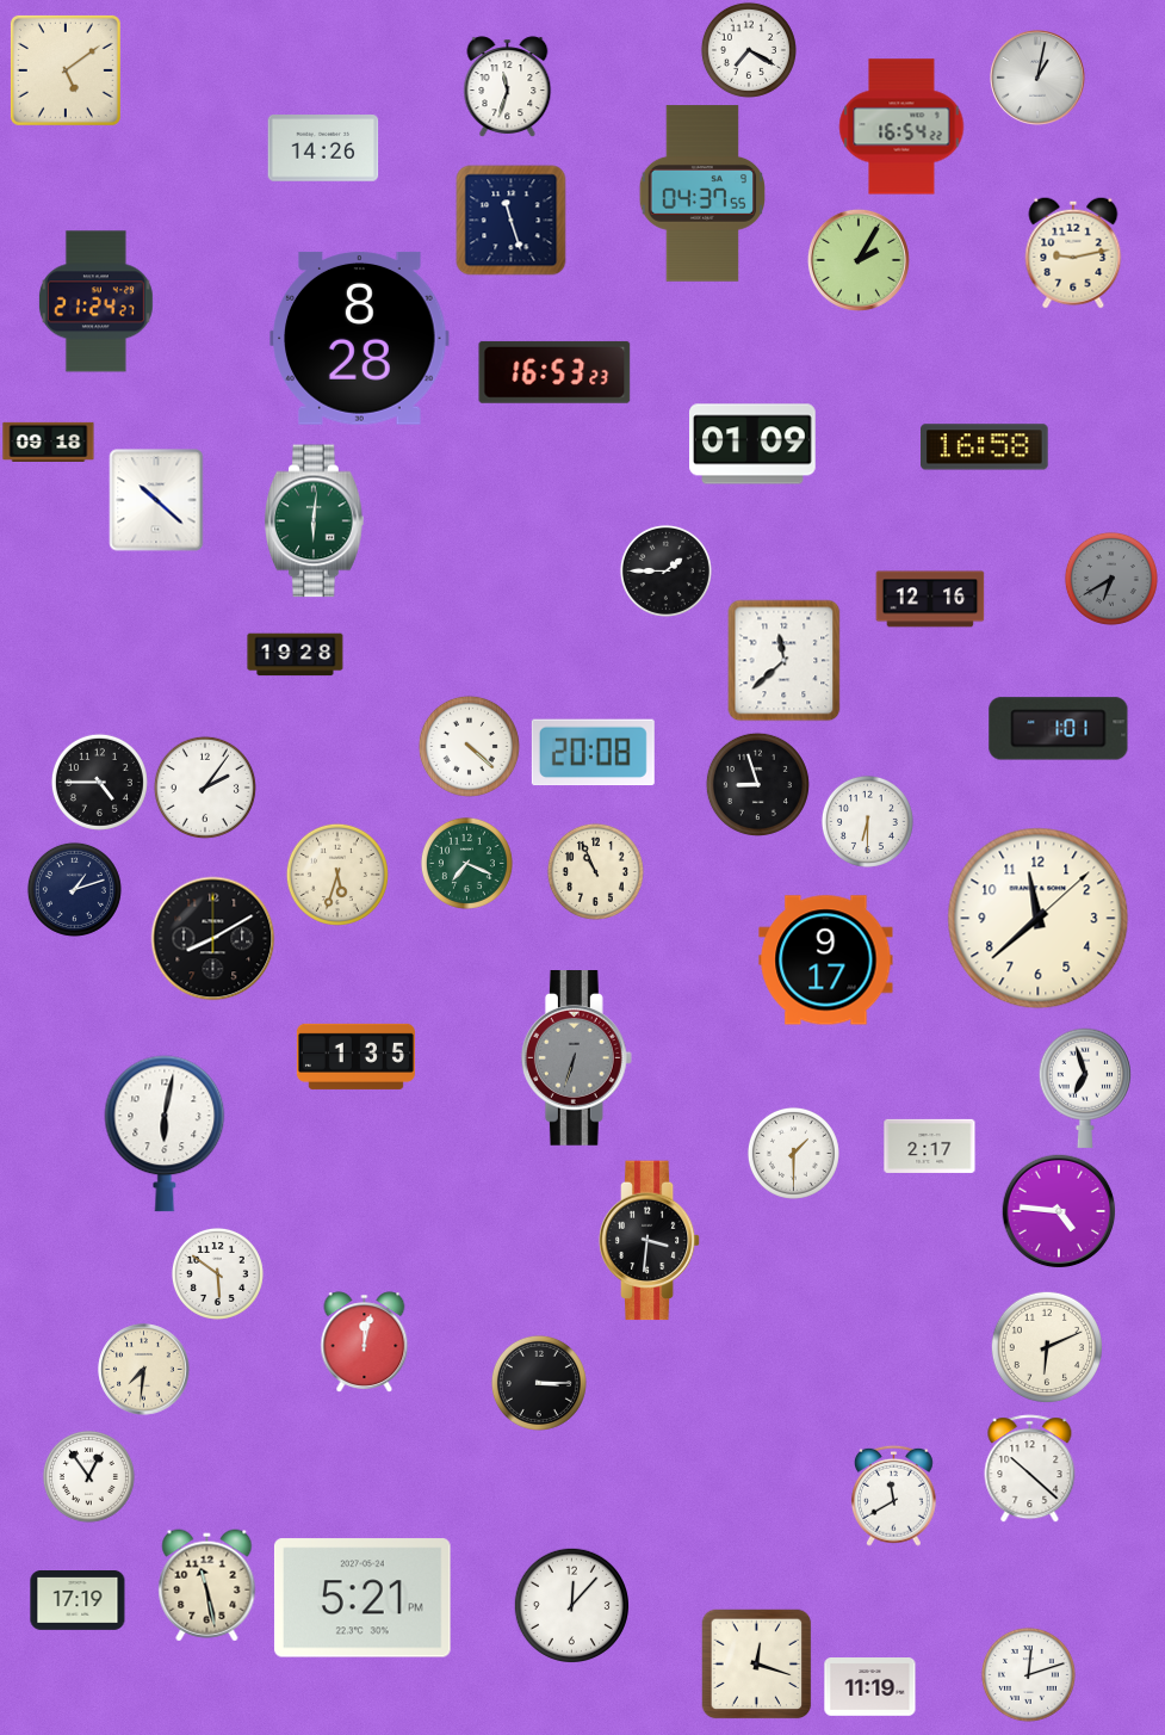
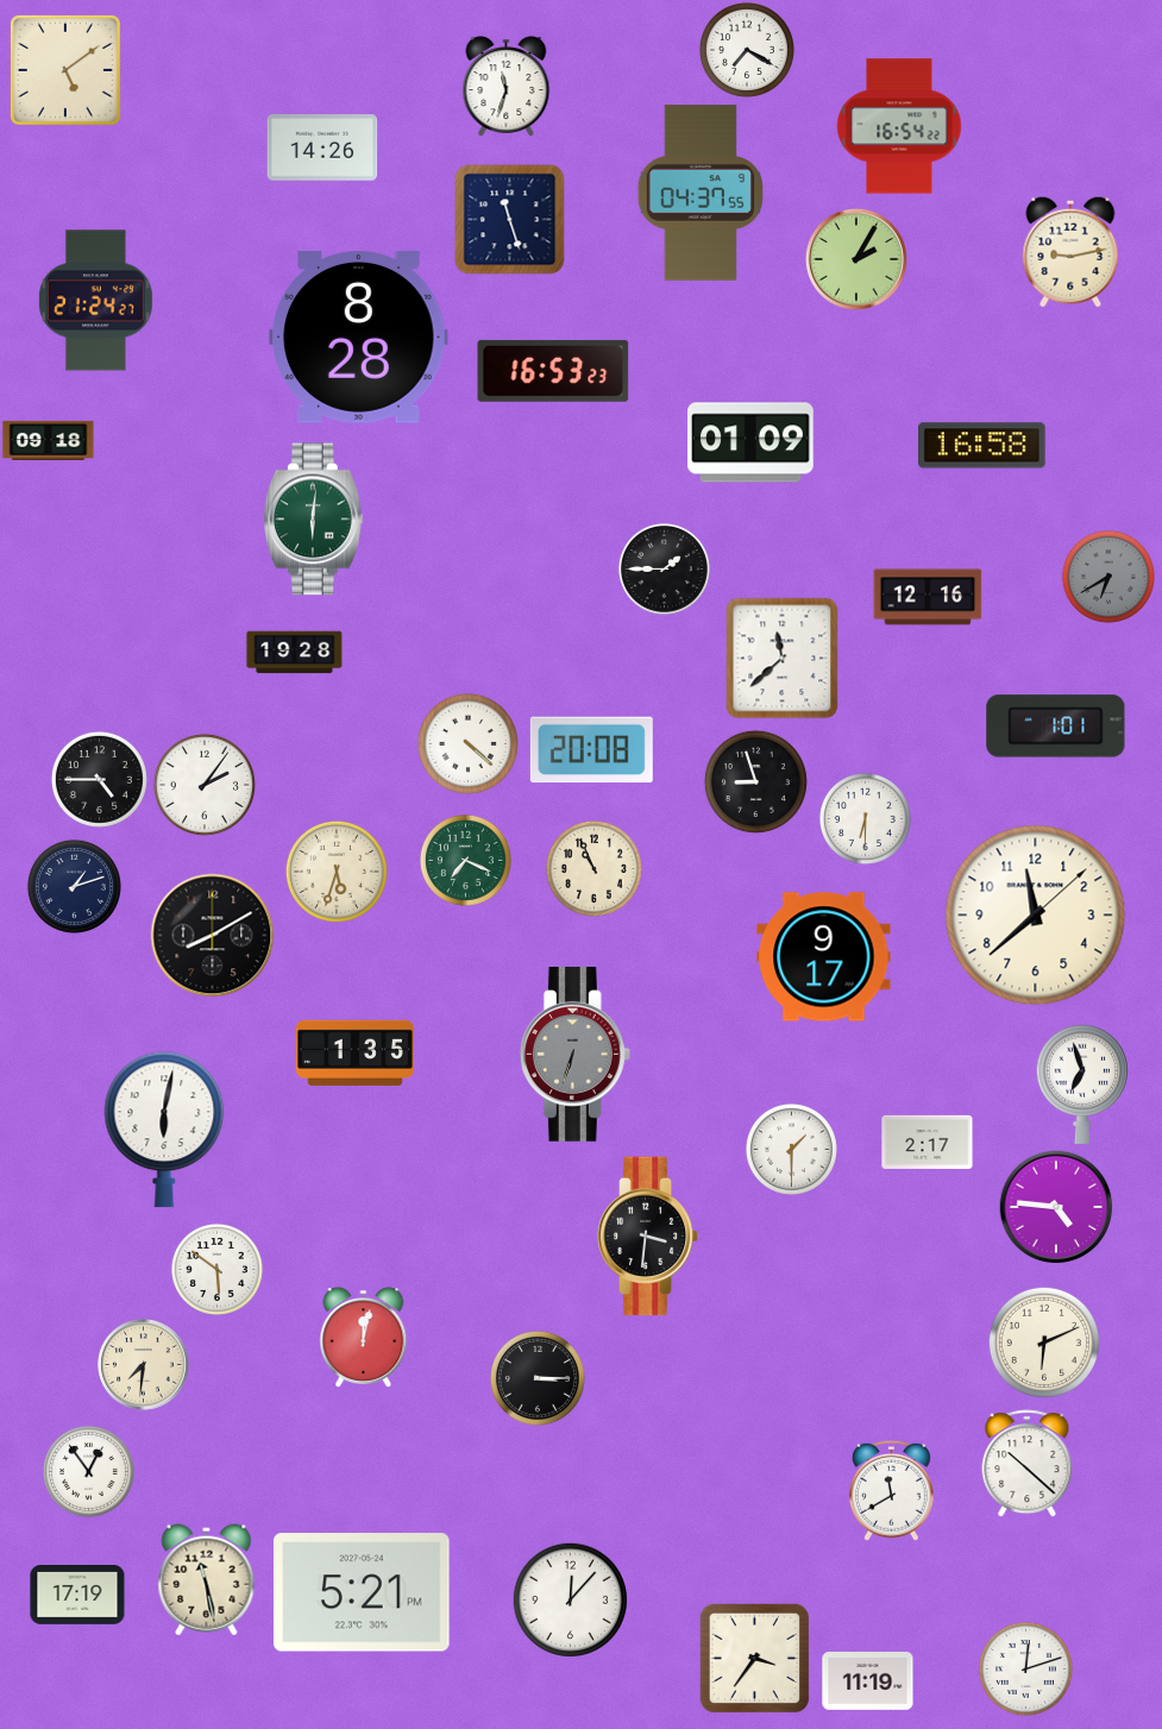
clock at (1037, 78): 1:02 -> none
clock at (156, 500): 10:22 -> none
clock at (756, 1665): 12:18 -> 3:36
